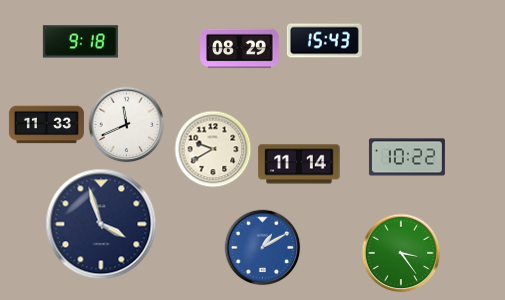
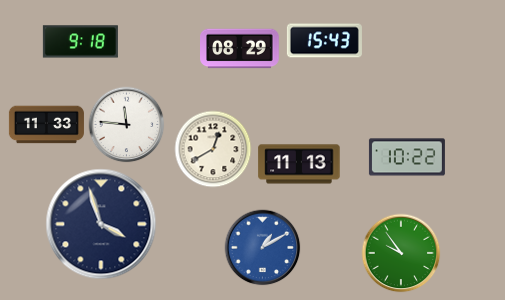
clock at (127, 125): 11:41 -> 11:46
clock at (213, 149): 9:40 -> 12:40
clock at (299, 164): 11:14 -> 11:13
clock at (401, 253): 3:24 -> 9:54
